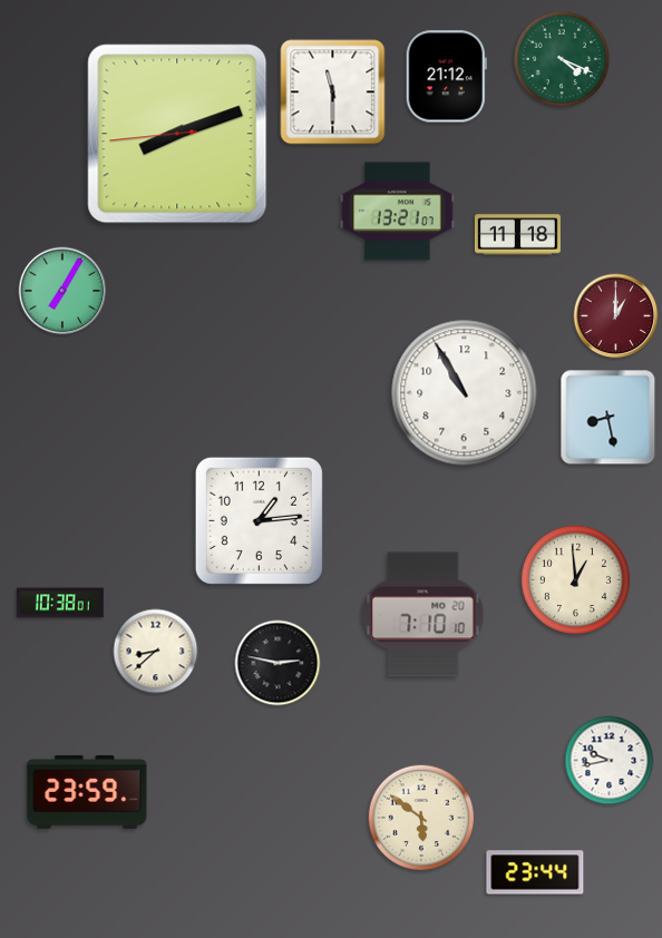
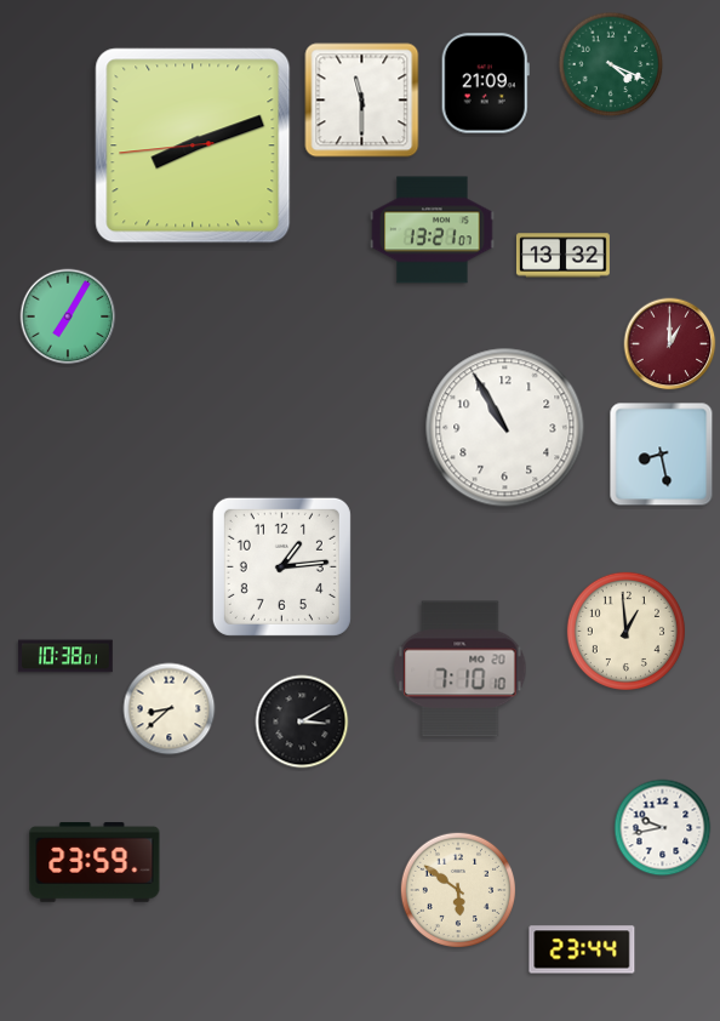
clock at (446, 77): 21:12 -> 21:09
clock at (517, 235): 11:18 -> 13:32
clock at (278, 663): 2:47 -> 3:10
